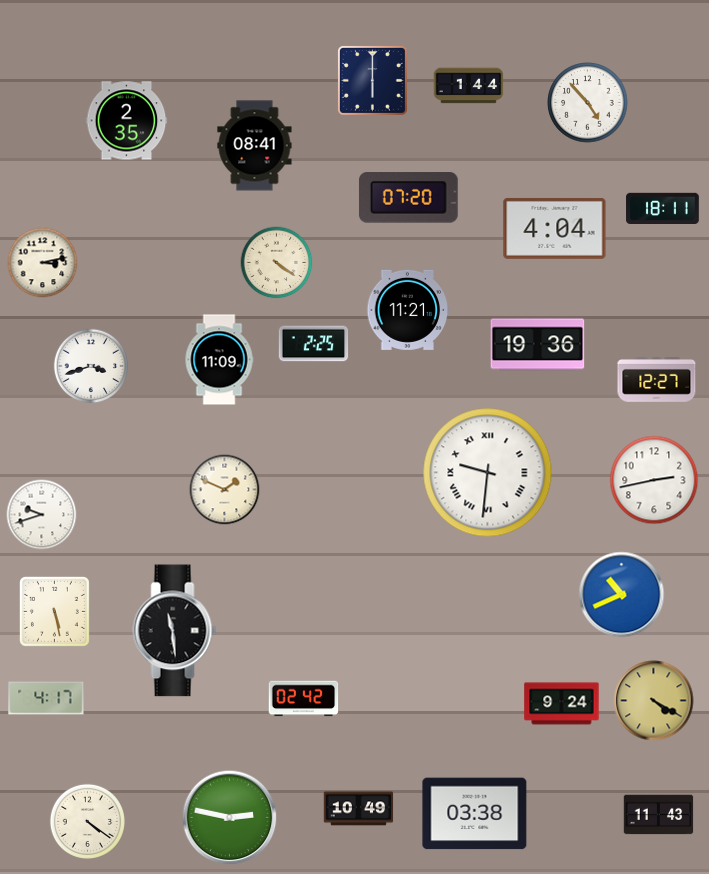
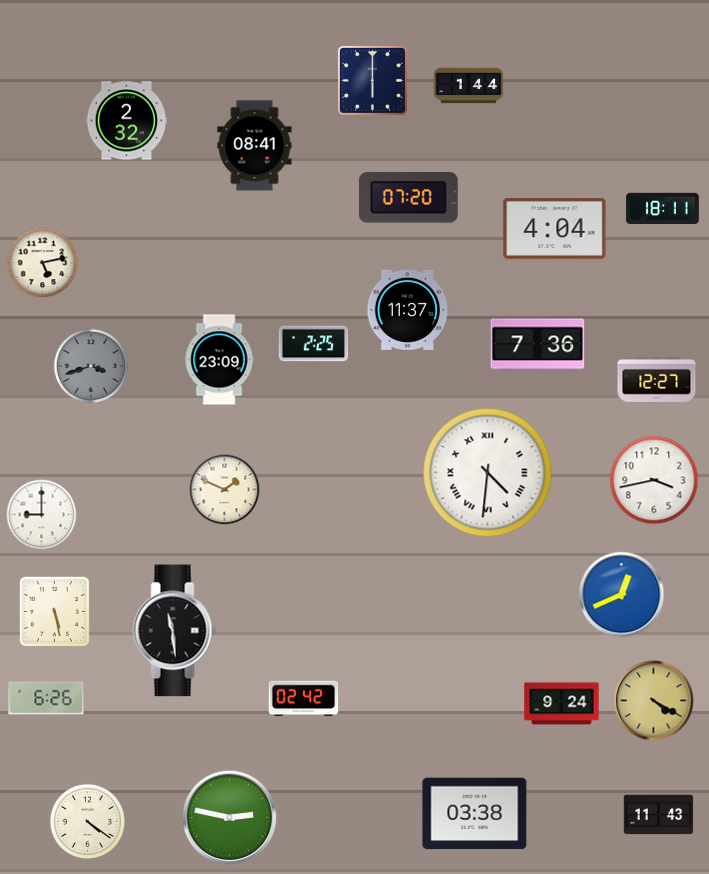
clock at (588, 103): 4:53 -> none
clock at (127, 121): 2:35 -> 2:32
clock at (43, 263): 3:13 -> 5:13
clock at (277, 263): 4:21 -> none
clock at (408, 310): 11:21 -> 11:37
clock at (538, 345): 19:36 -> 7:36
clock at (219, 360): 11:09 -> 23:09
clock at (91, 366) dial: white -> grey
clock at (488, 473): 9:31 -> 4:31
clock at (654, 480): 2:43 -> 3:43
clock at (42, 515): 9:42 -> 9:00
clock at (622, 595): 10:41 -> 12:41
clock at (46, 698): 4:17 -> 6:26
clock at (359, 809): 10:49 -> none
